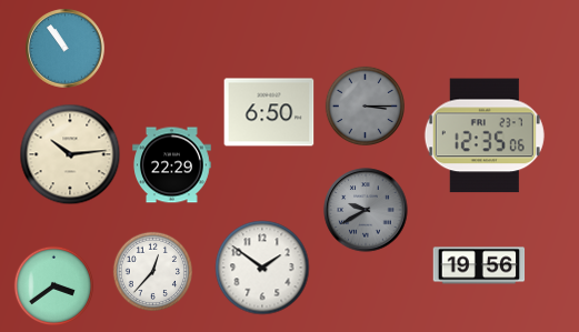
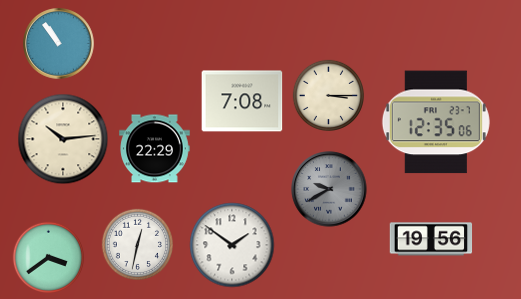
clock at (365, 105) dial: grey -> cream
clock at (269, 112): 6:50 -> 7:08
clock at (262, 268) position: (262, 268) -> (232, 245)
clock at (152, 271): 12:37 -> 12:32
